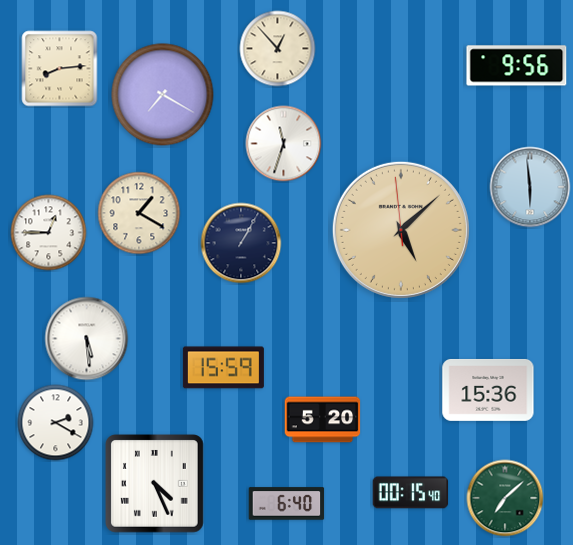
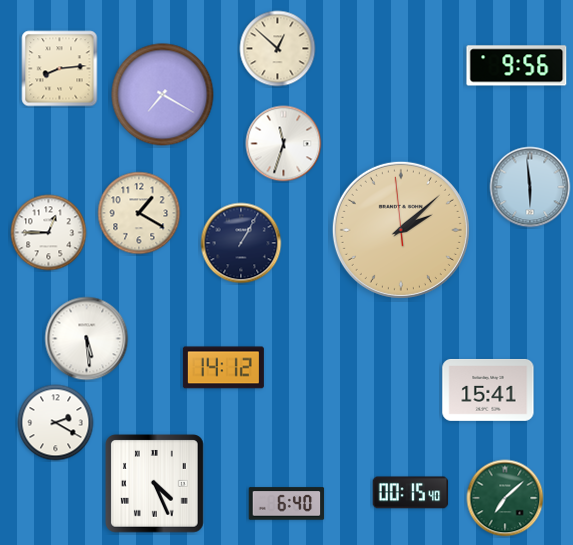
clock at (278, 49): 12:53 -> 12:52
clock at (401, 230): 5:07 -> 2:07
clock at (223, 368): 15:59 -> 14:12
clock at (488, 390): 15:36 -> 15:41
clock at (323, 420): 5:20 -> none
